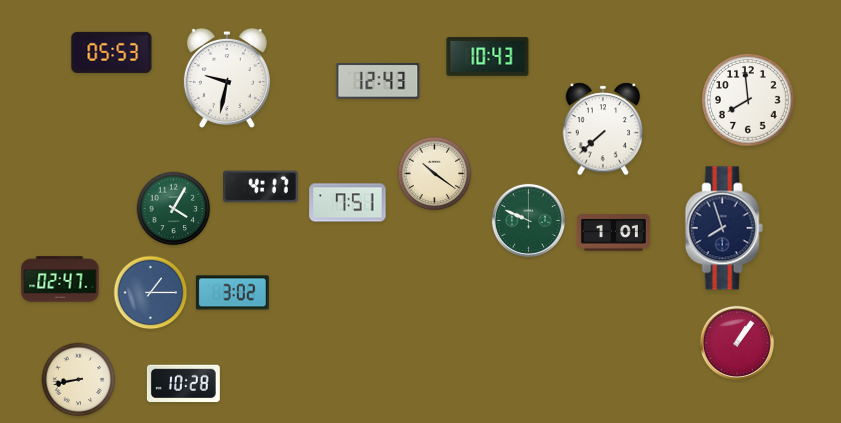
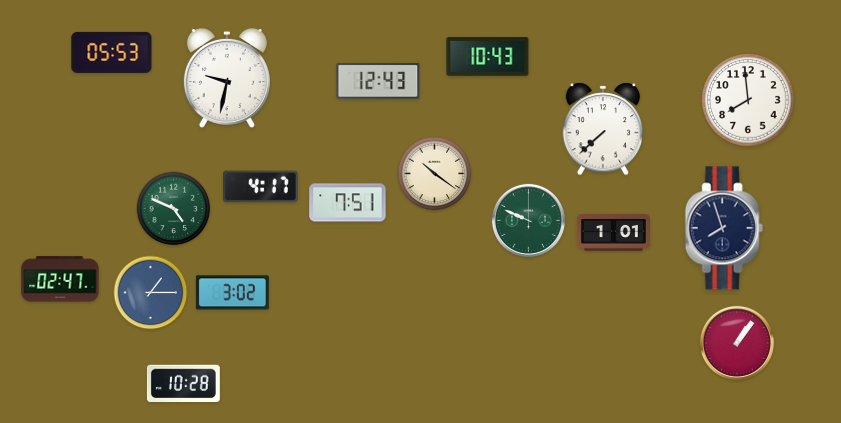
clock at (174, 209): 4:05 -> 4:49
clock at (79, 380): 8:43 -> none
